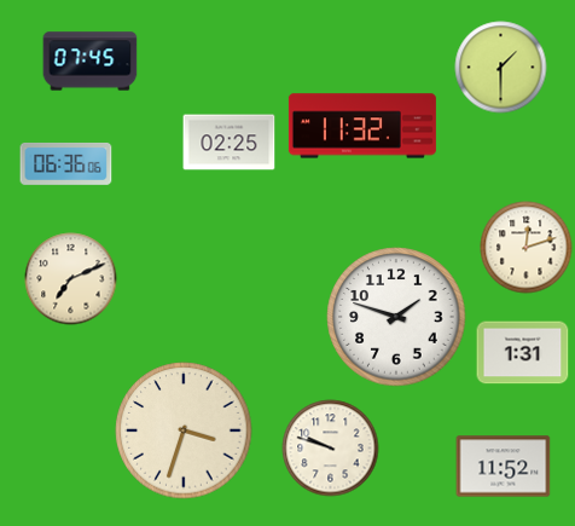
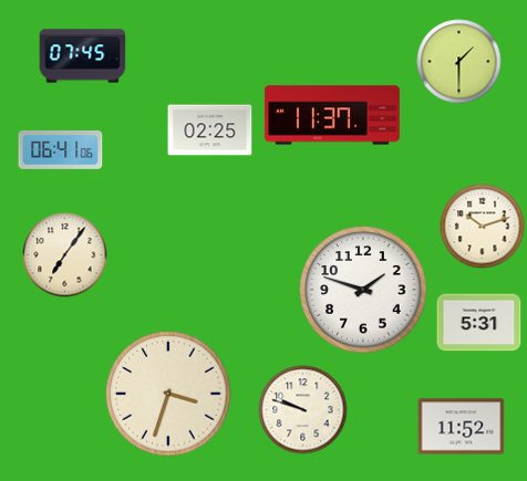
clock at (362, 126): 11:32 -> 11:37
clock at (66, 163): 06:36 -> 06:41
clock at (527, 248): 12:12 -> 10:12
clock at (71, 279): 7:11 -> 7:06
clock at (523, 353): 1:31 -> 5:31
